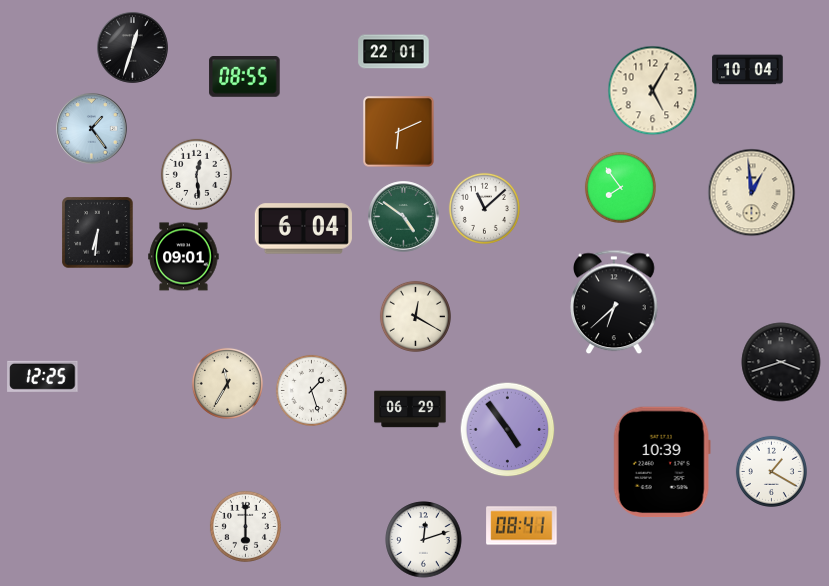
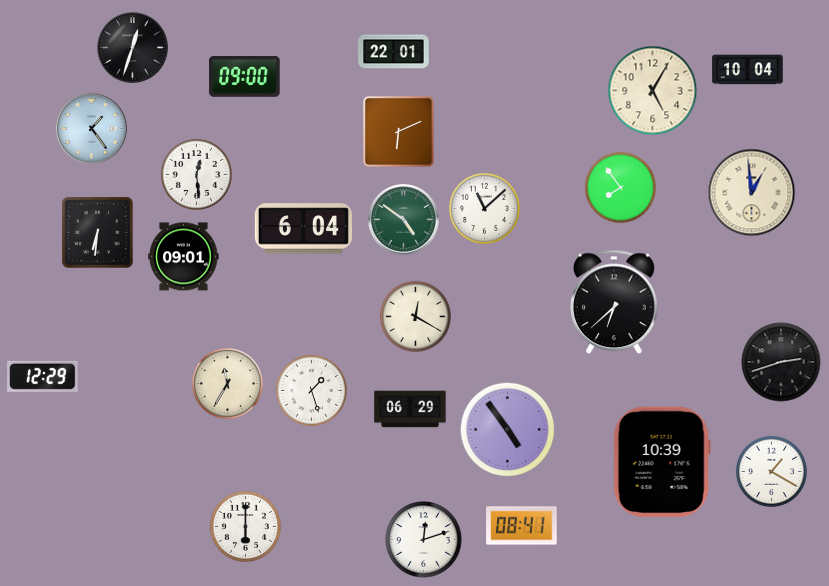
clock at (245, 77): 08:55 -> 09:00
clock at (404, 217) position: (404, 217) -> (404, 220)
clock at (781, 362): 3:42 -> 2:42
clock at (43, 376): 12:25 -> 12:29
